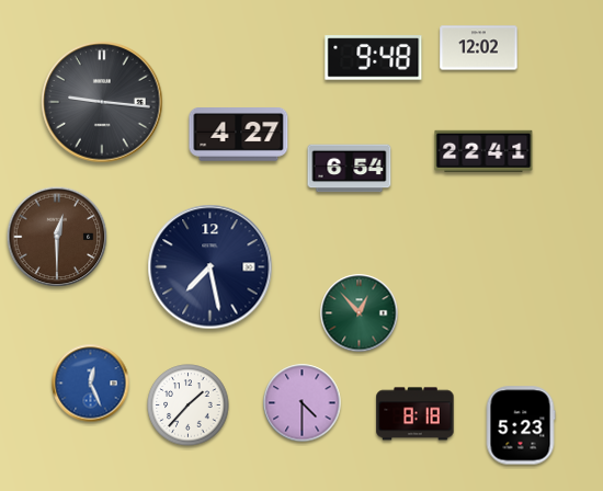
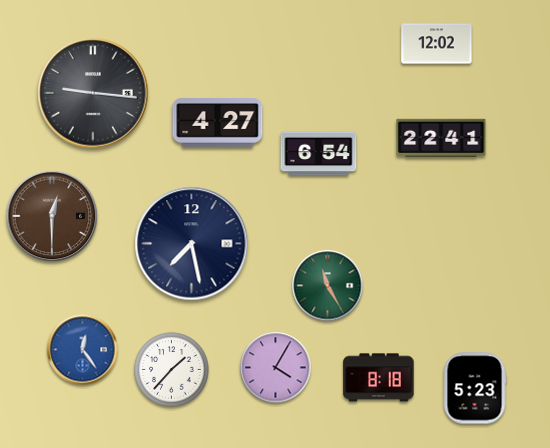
clock at (374, 58): 9:48 -> none
clock at (360, 313): 12:53 -> 11:25
clock at (91, 384): 12:26 -> 12:24
clock at (303, 403): 4:30 -> 4:05
